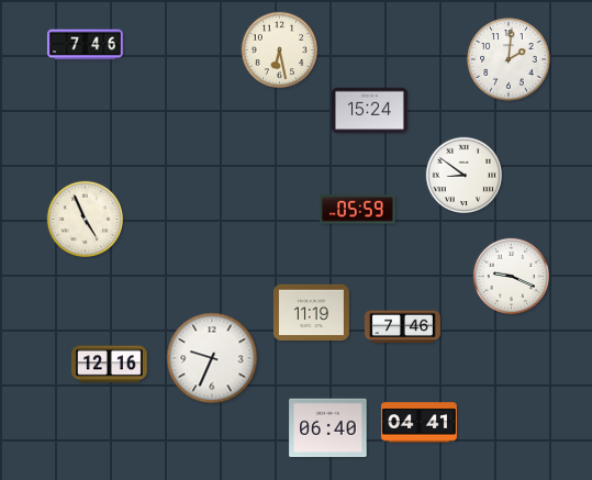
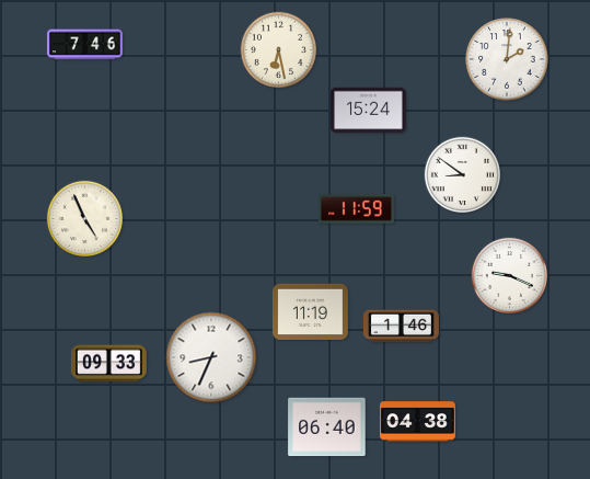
clock at (357, 210): 05:59 -> 11:59
clock at (403, 327): 7:46 -> 1:46
clock at (212, 358): 9:34 -> 8:34
clock at (109, 365): 12:16 -> 09:33
clock at (418, 423): 04:41 -> 04:38
